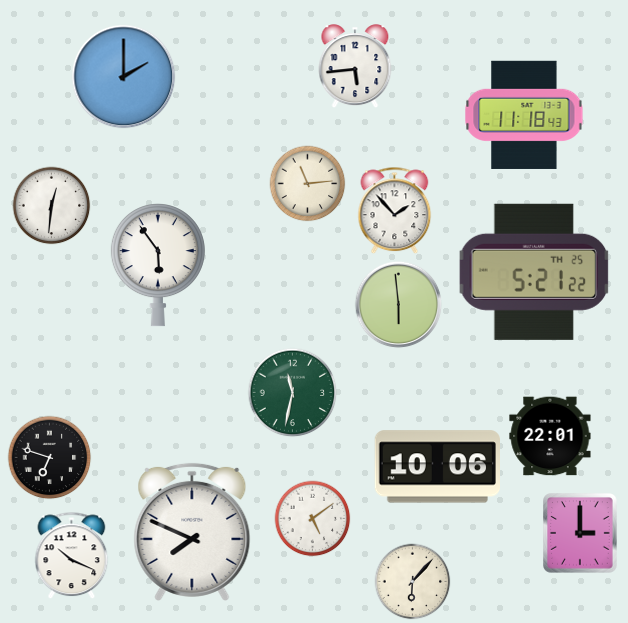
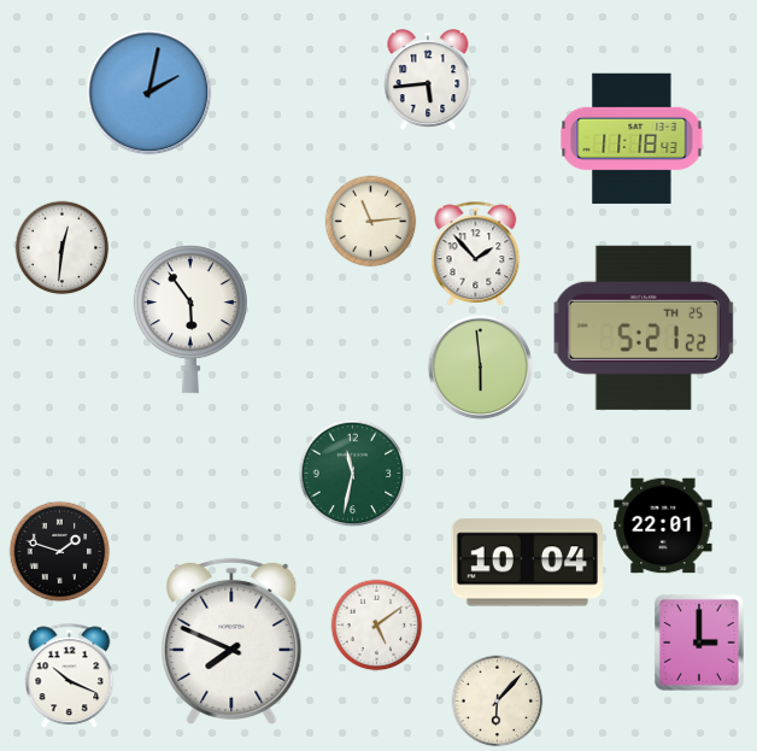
clock at (124, 77): 2:00 -> 2:02
clock at (50, 458): 6:48 -> 1:48
clock at (437, 467): 10:06 -> 10:04
clock at (72, 556) position: (72, 556) -> (70, 676)
